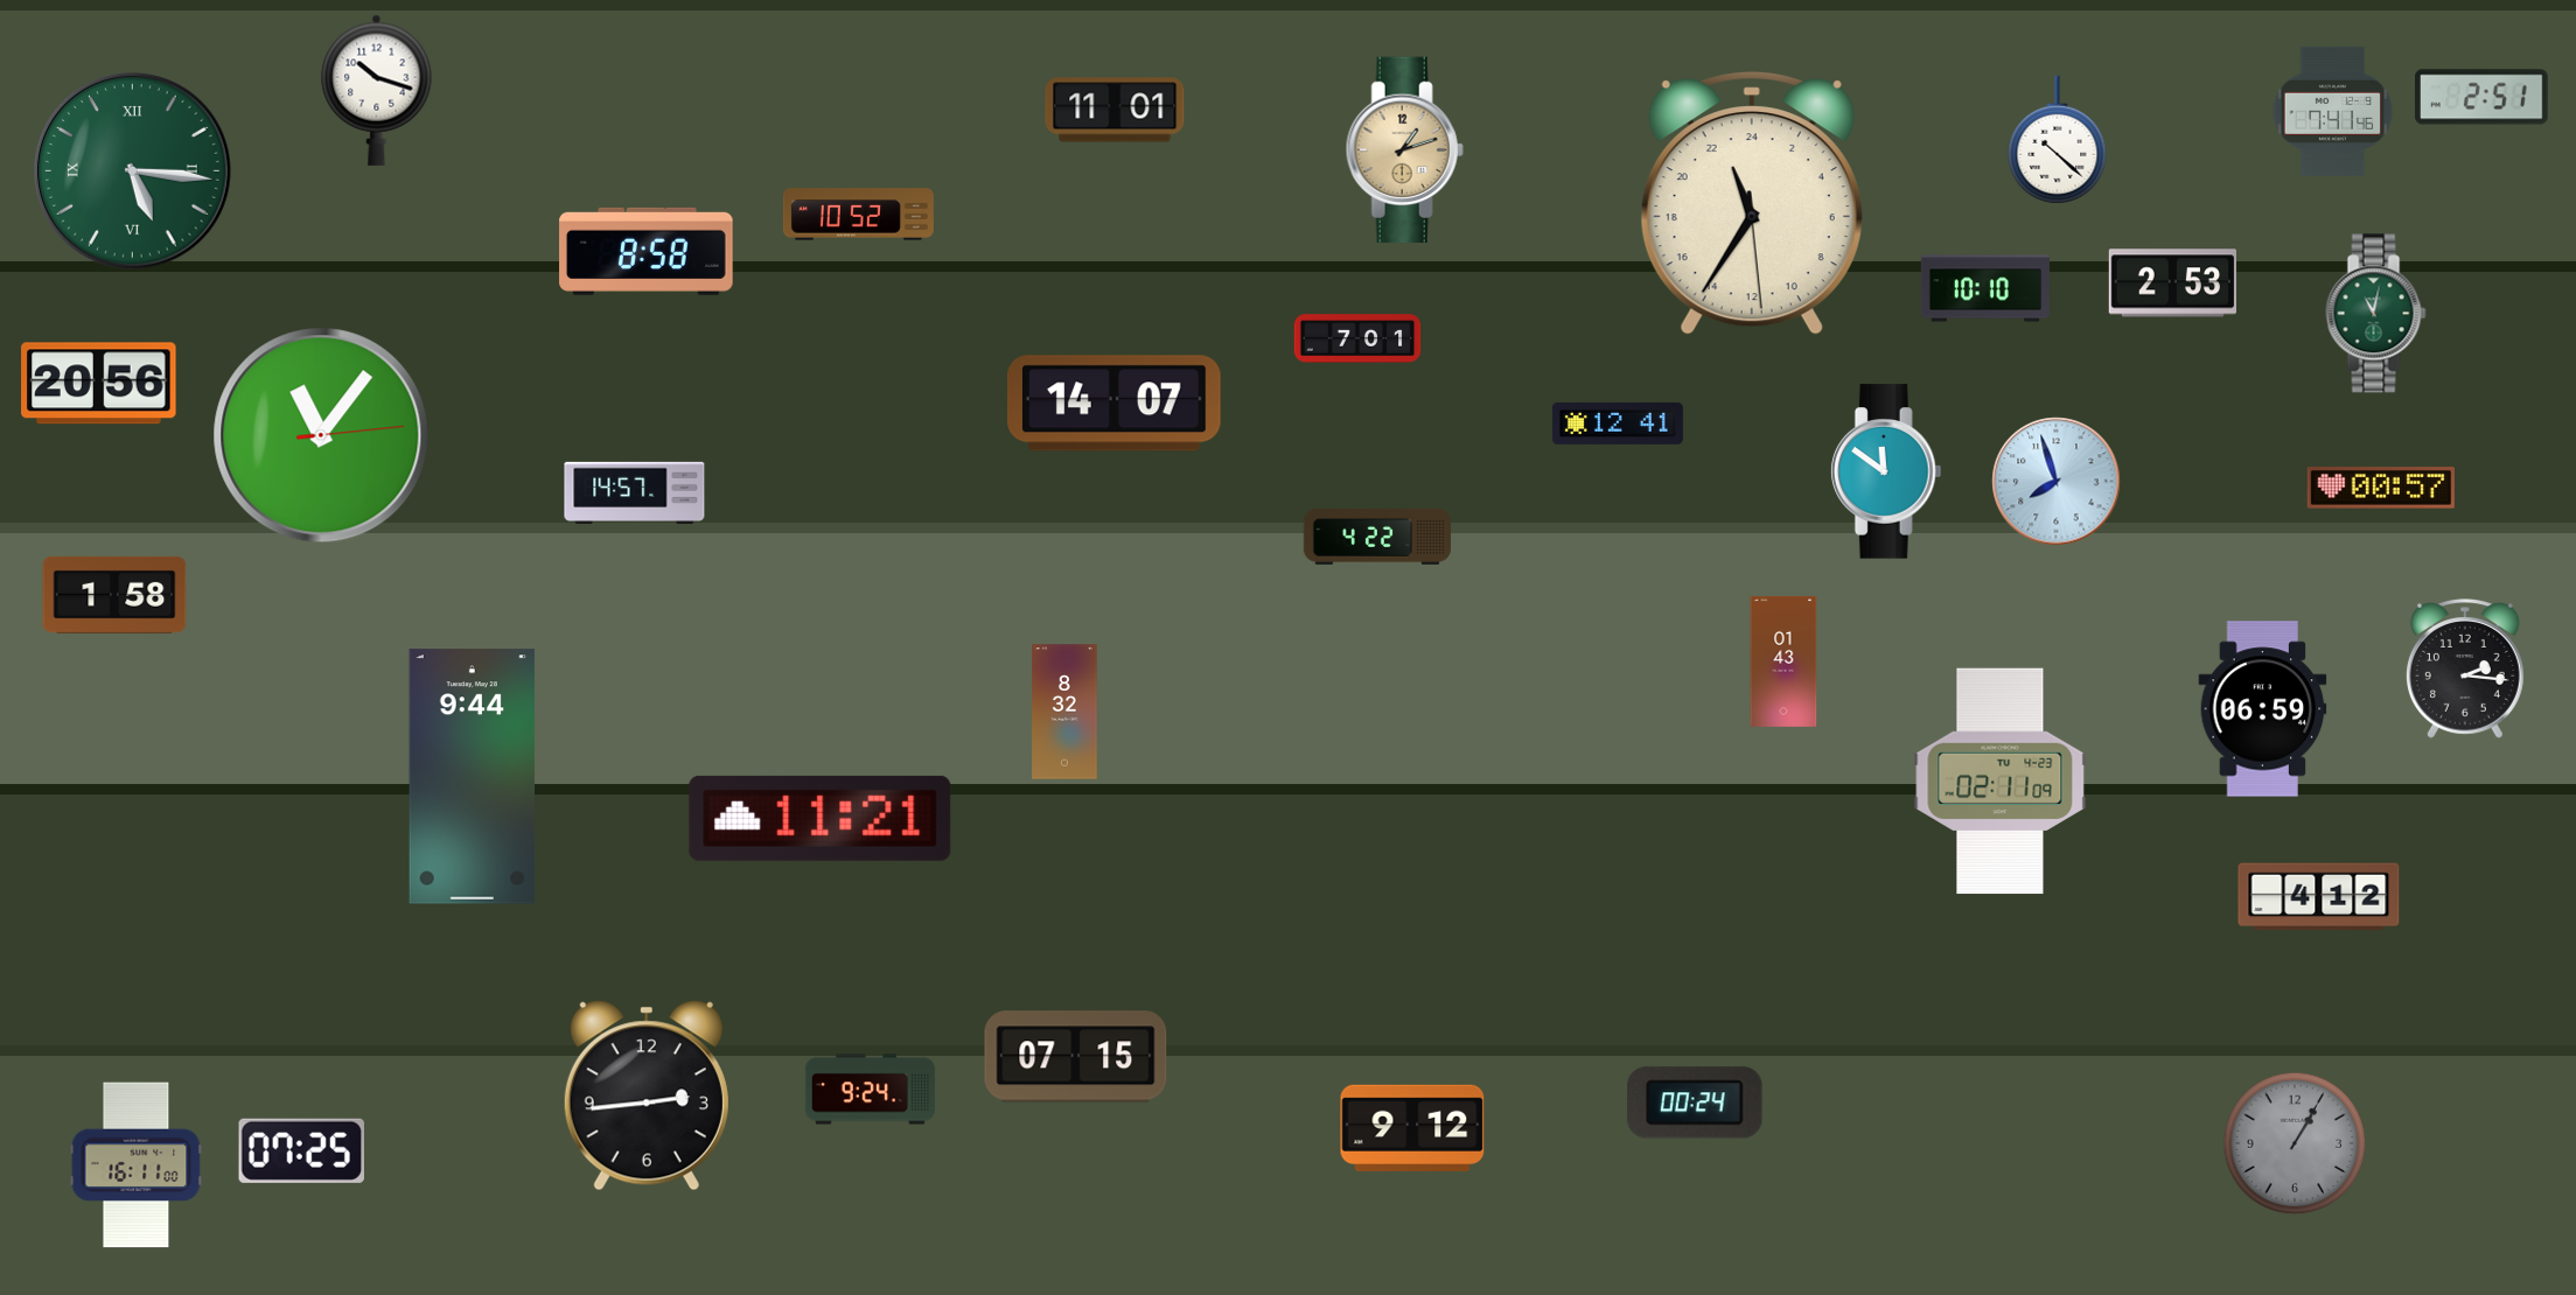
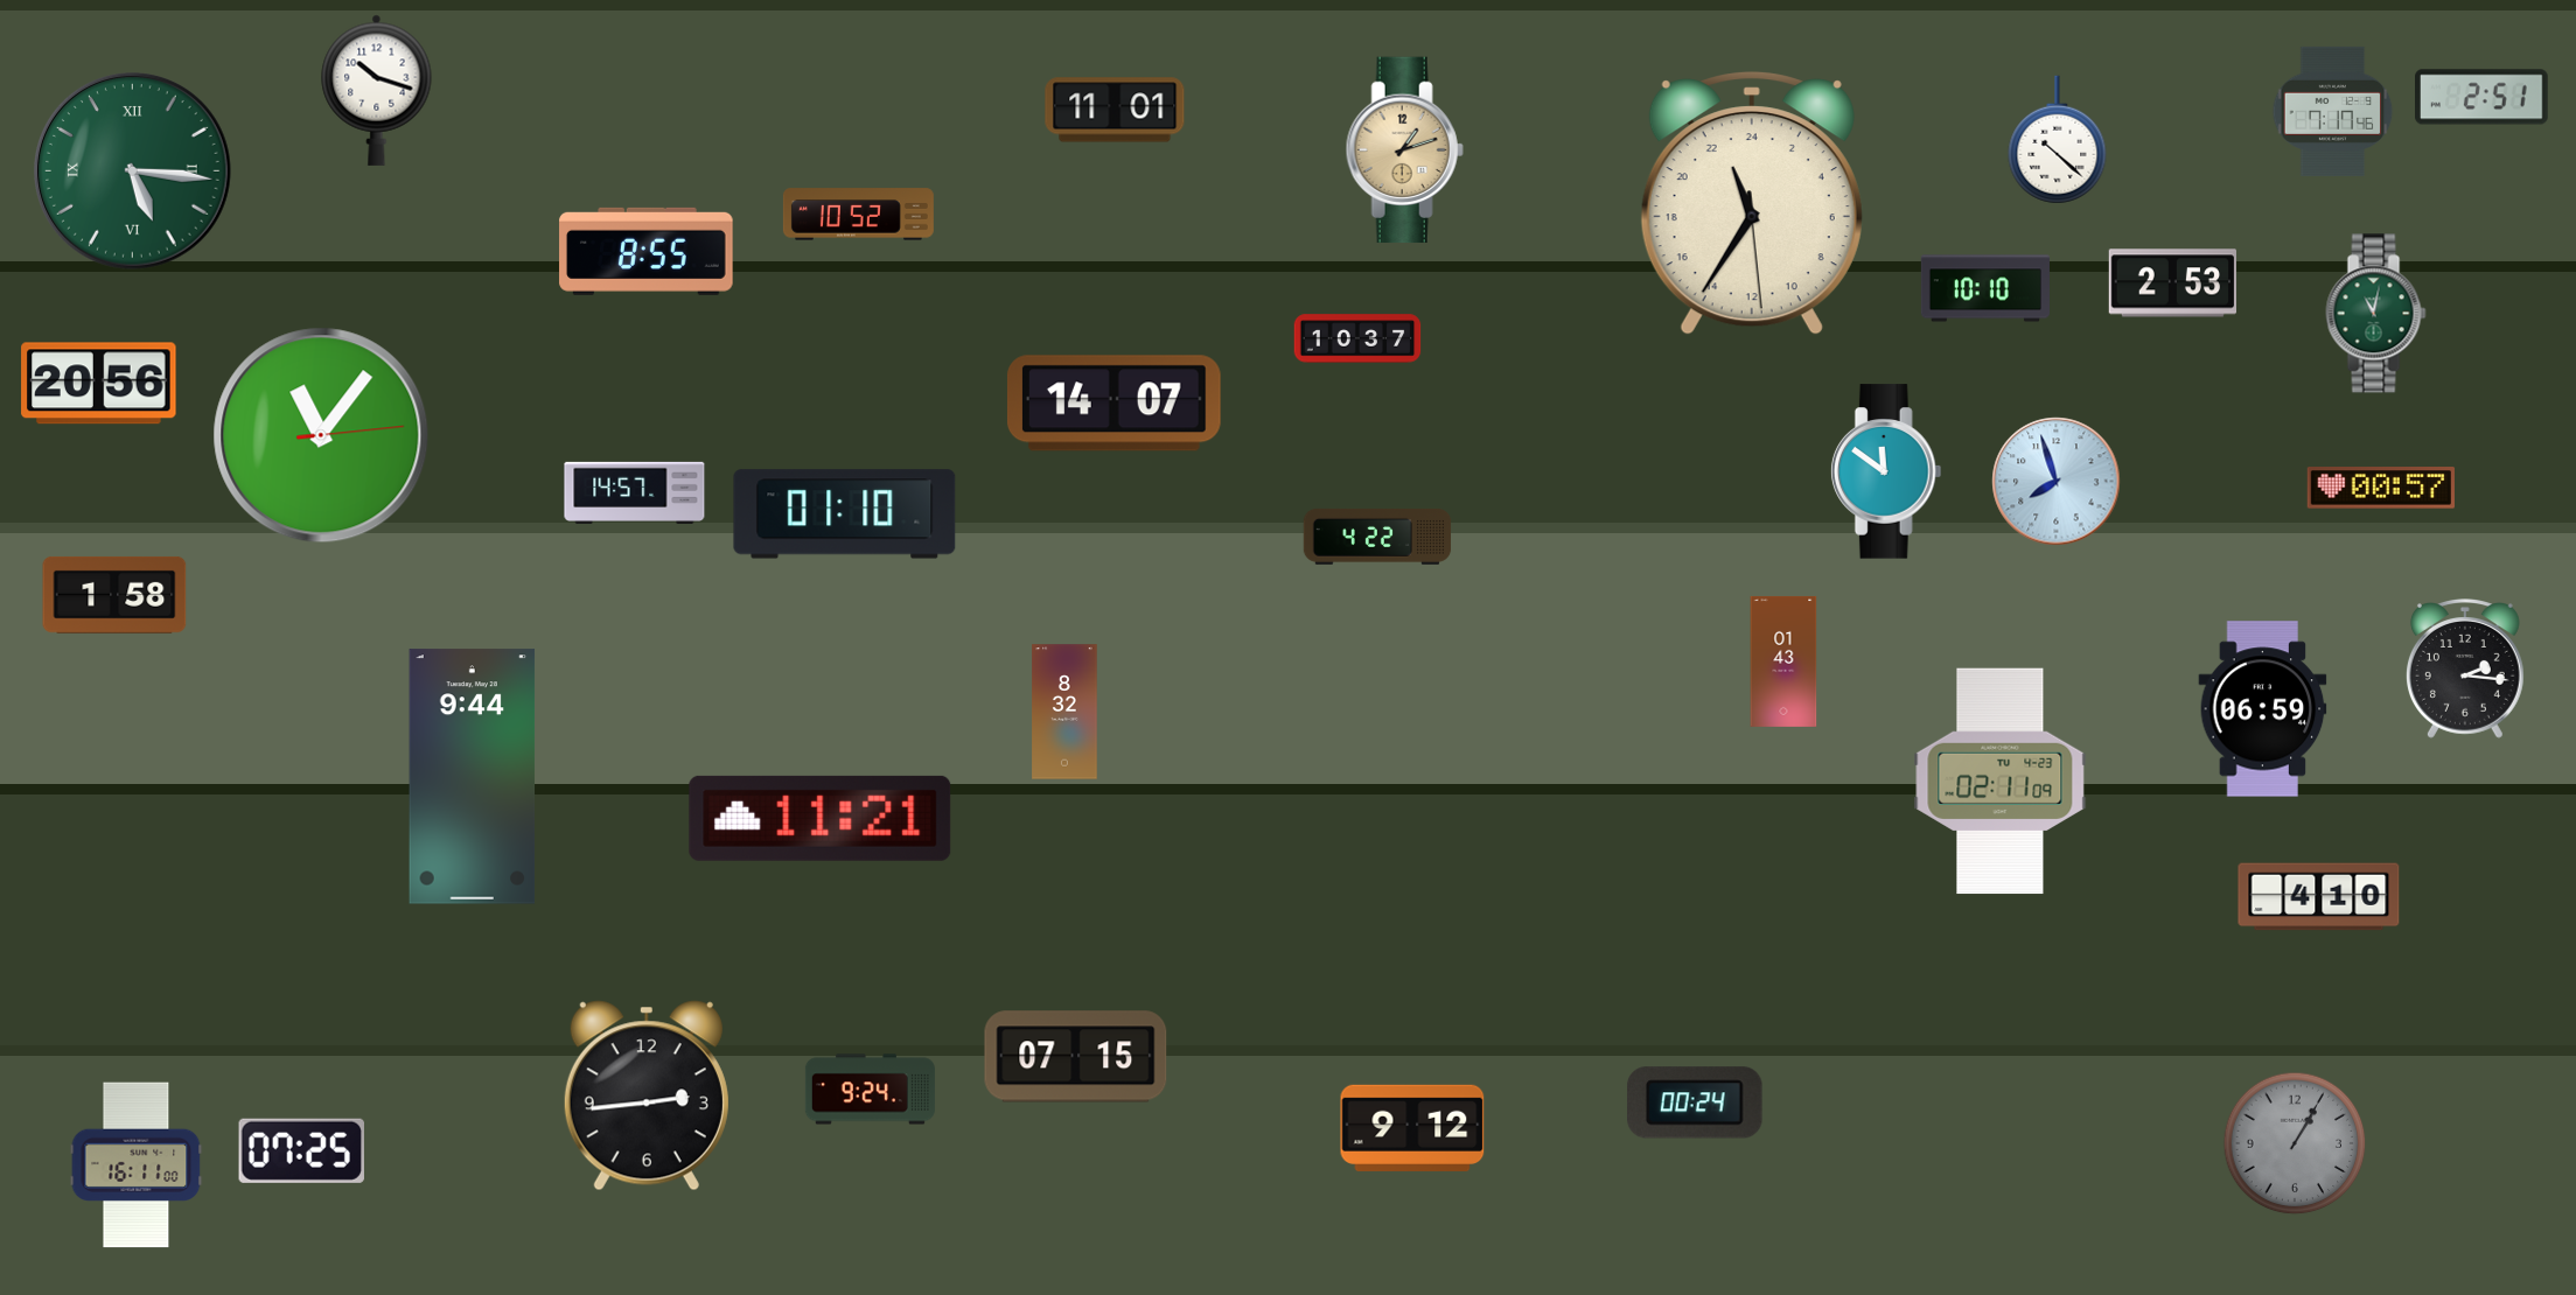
clock at (2333, 111): 7:41 -> 7:17
clock at (647, 251): 8:58 -> 8:55
clock at (1357, 338): 7:01 -> 10:37
clock at (1618, 423): 12:41 -> none
clock at (845, 514): none -> 01:10
clock at (2319, 897): 4:12 -> 4:10
